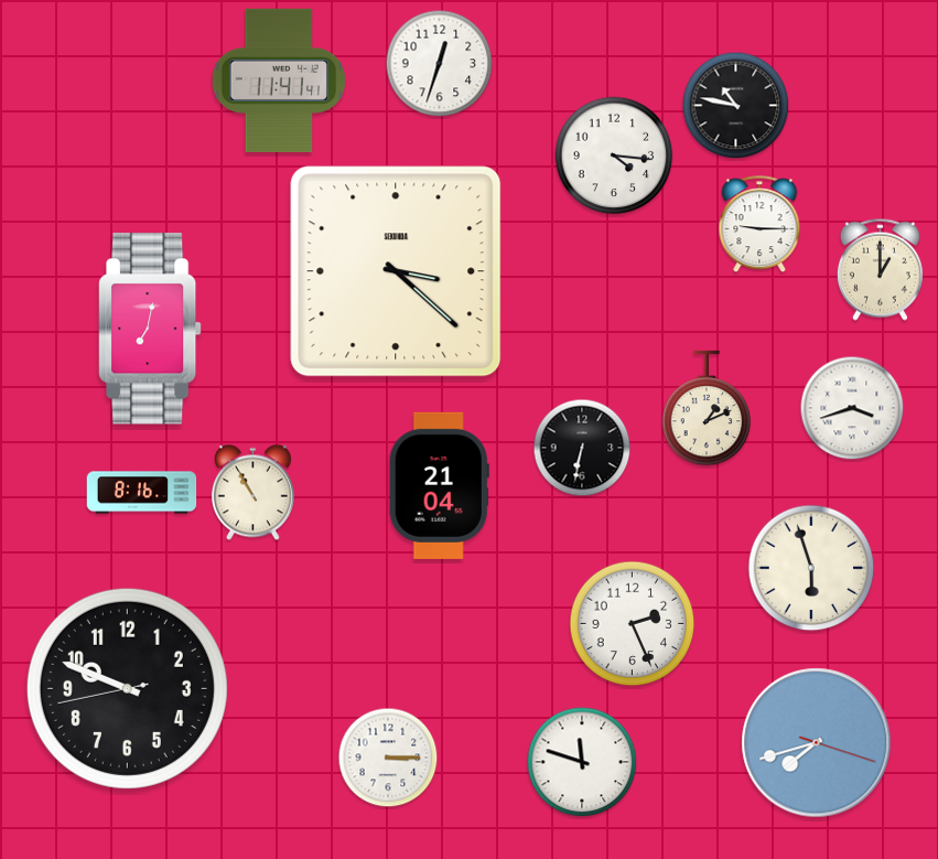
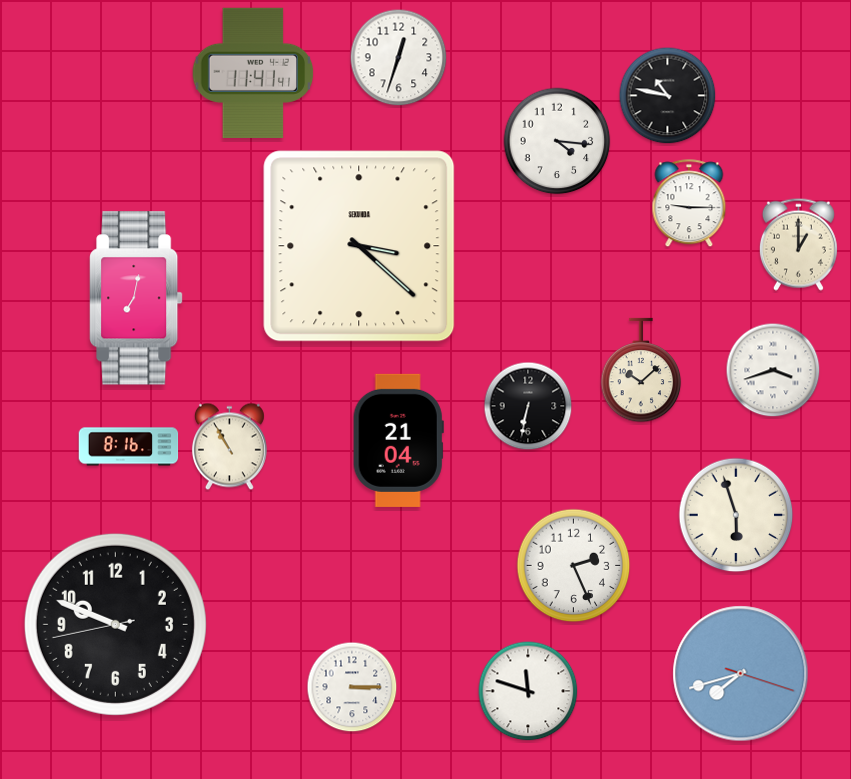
clock at (707, 408): 1:11 -> 10:08
